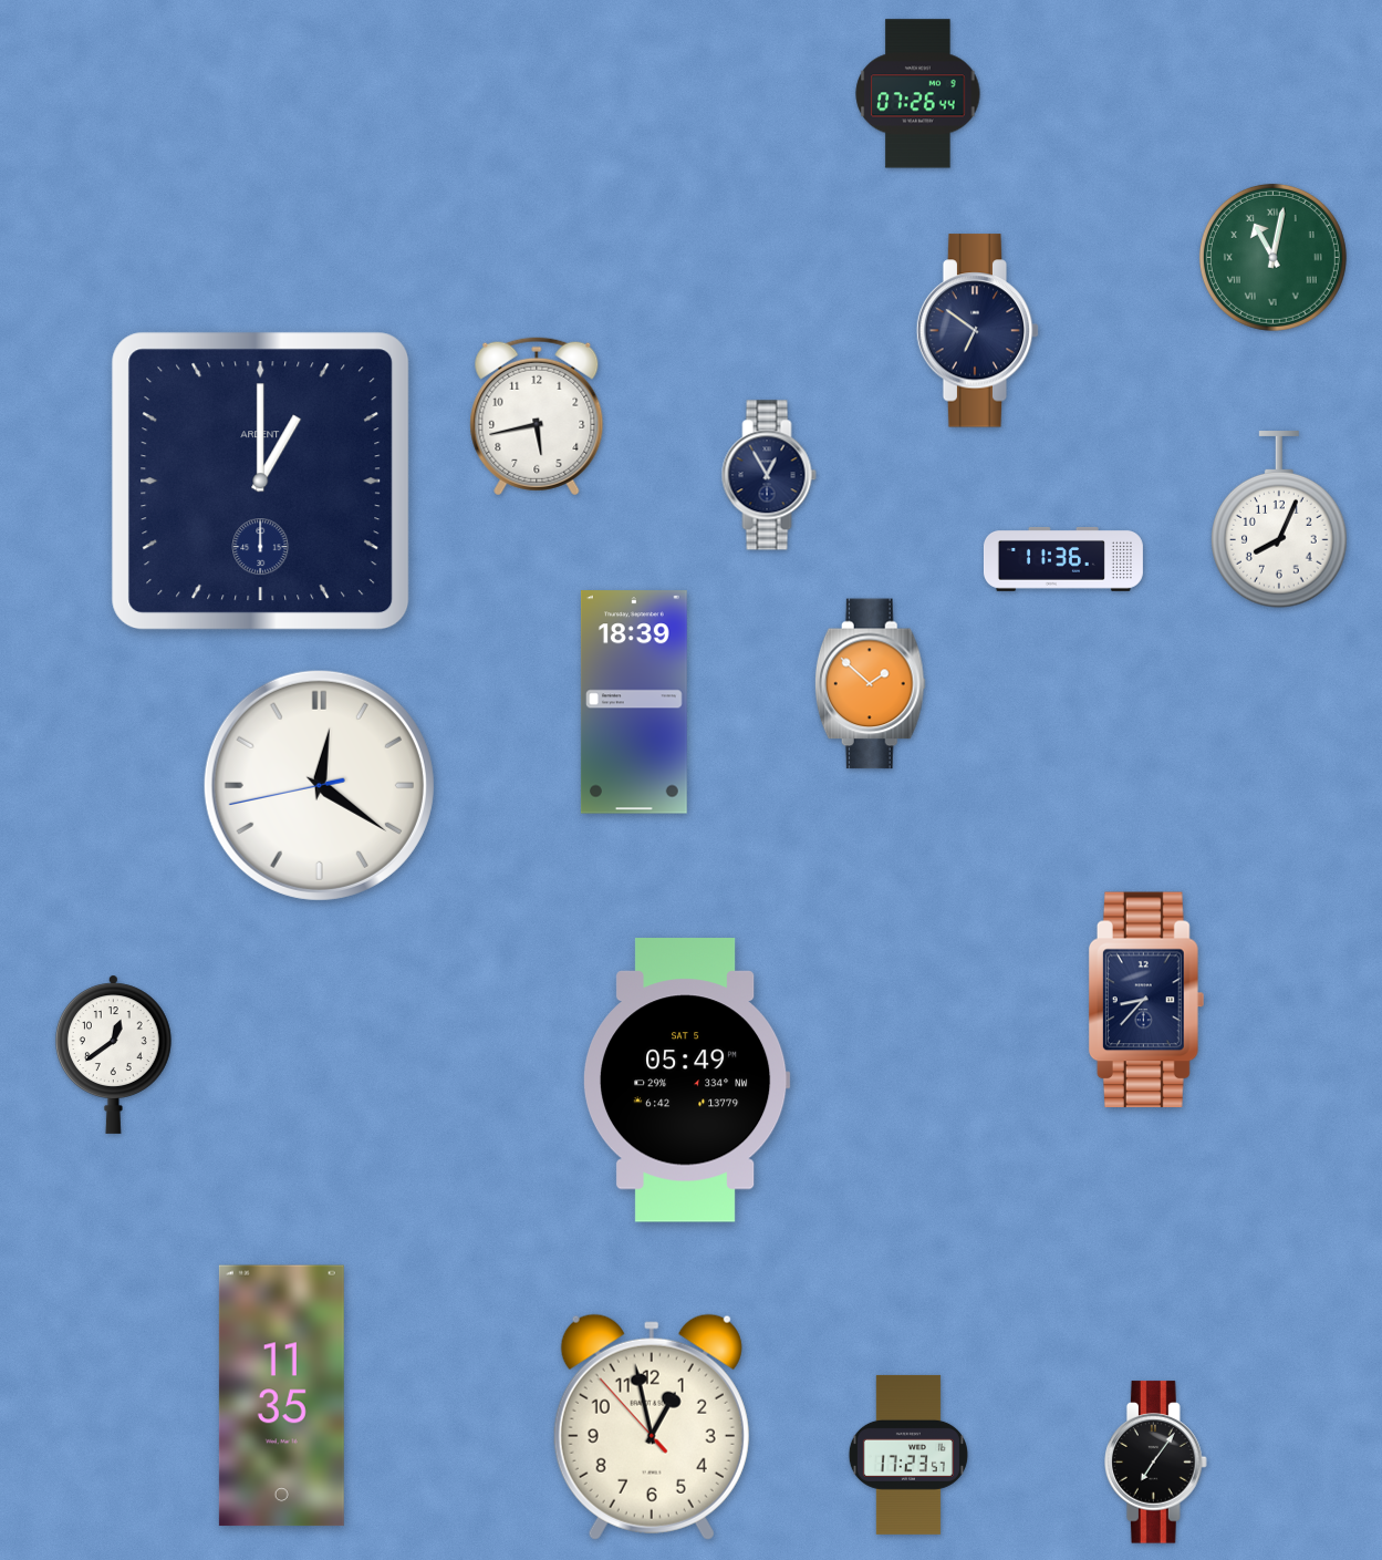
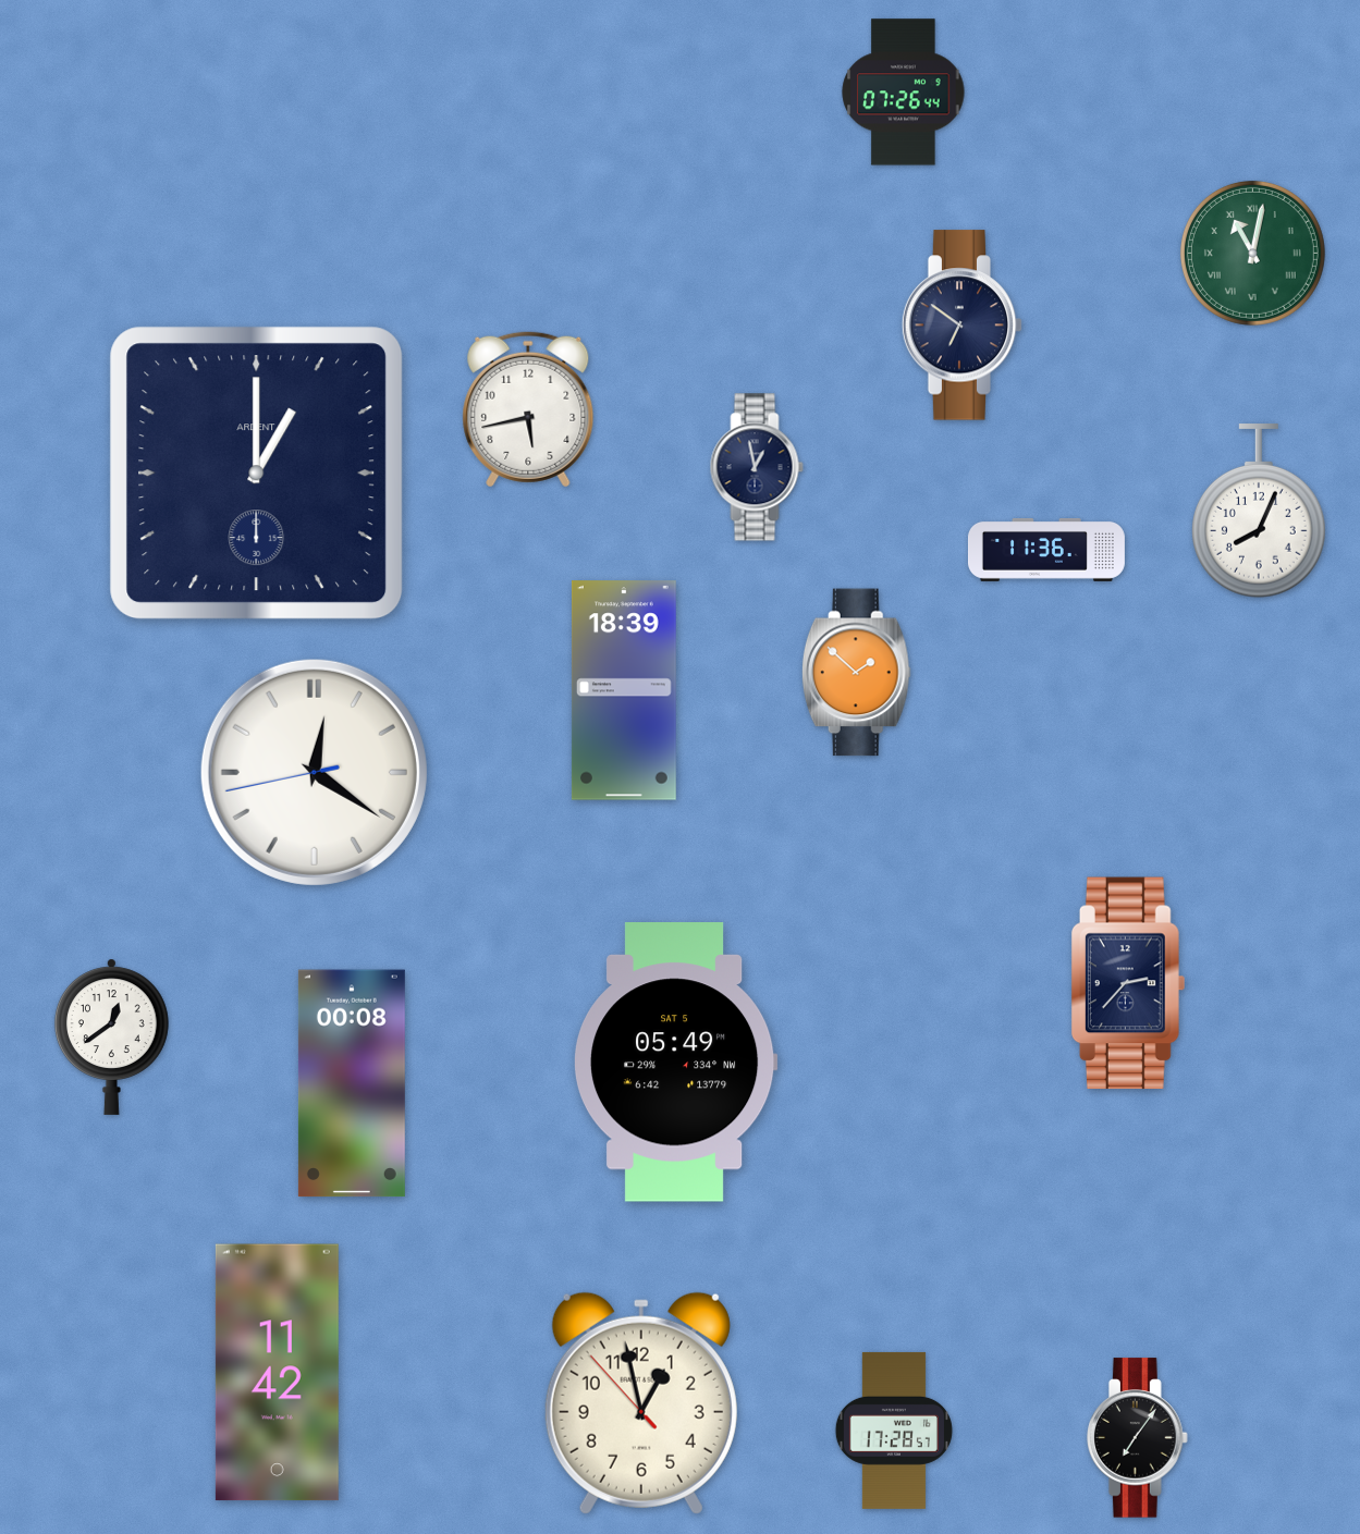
clock at (769, 475): 12:55 -> 12:58
clock at (1145, 1000): 8:37 -> 2:37
clock at (352, 1083): none -> 00:08
clock at (281, 1396): 11:35 -> 11:42
clock at (908, 1455): 17:23 -> 17:28
